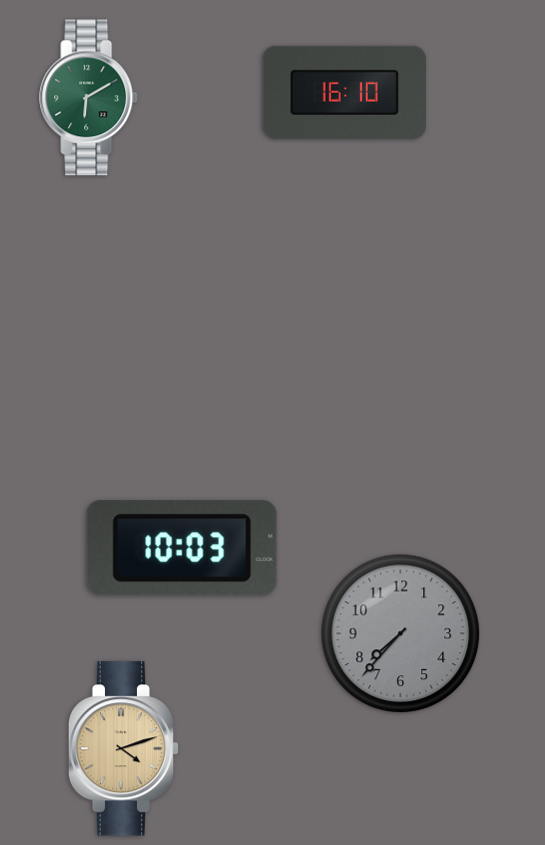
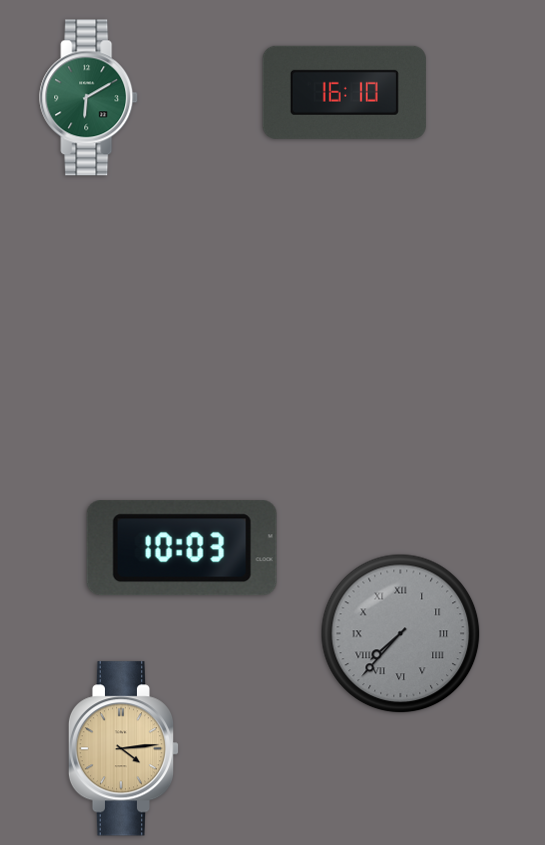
clock at (401, 634) numerals: Arabic -> Roman
clock at (124, 749): 4:12 -> 4:14
